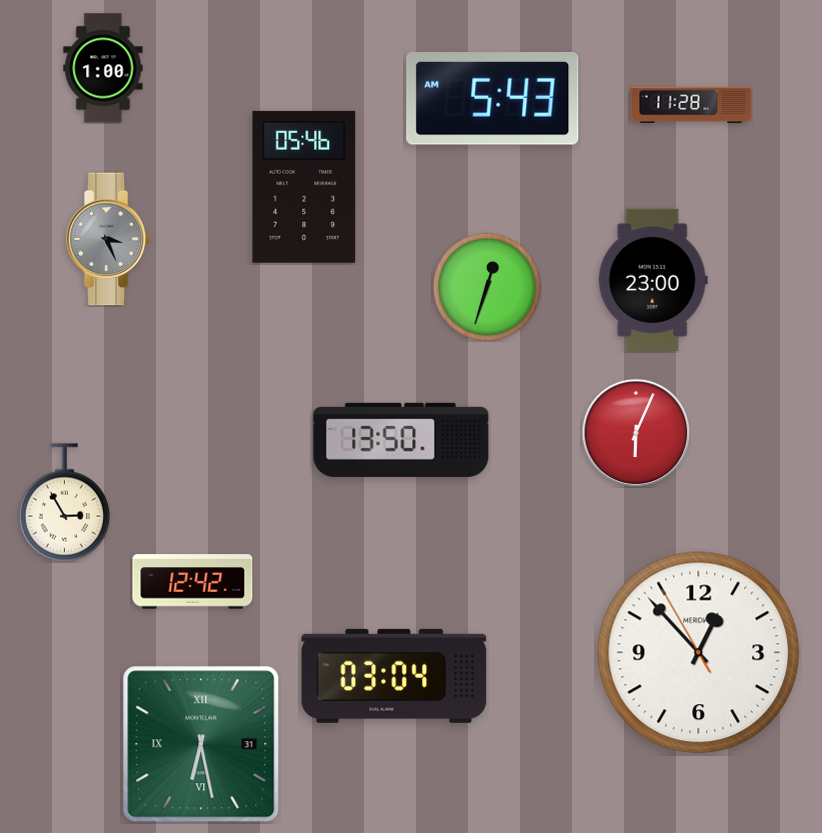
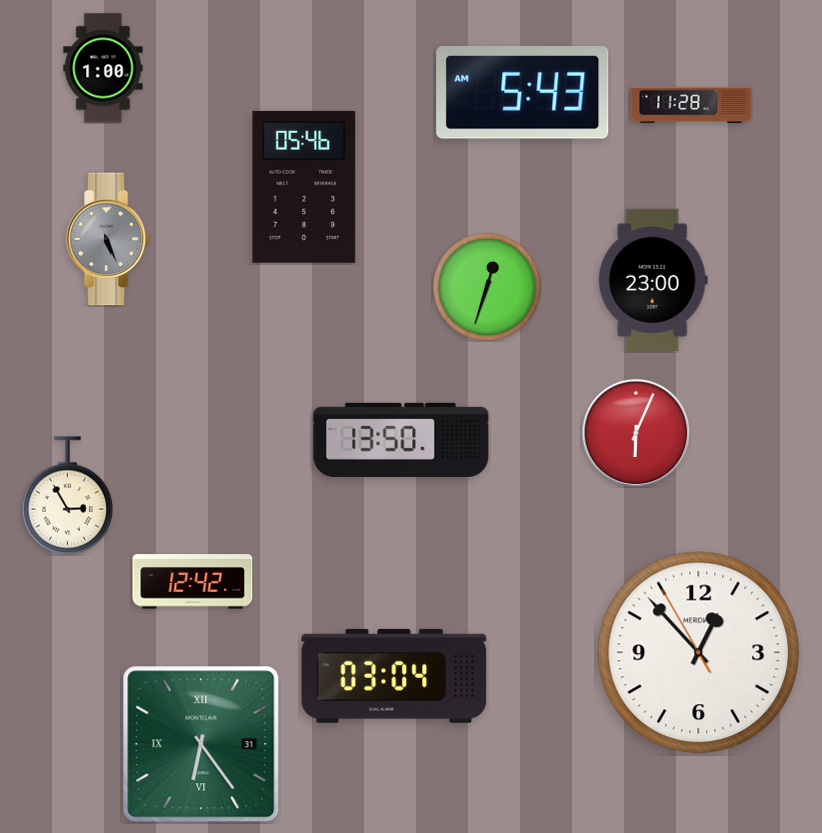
clock at (493, 99) position: (493, 99) -> (523, 93)
clock at (108, 239): 3:26 -> 5:26
clock at (64, 503) position: (64, 503) -> (67, 496)
clock at (201, 744): 6:28 -> 6:24
